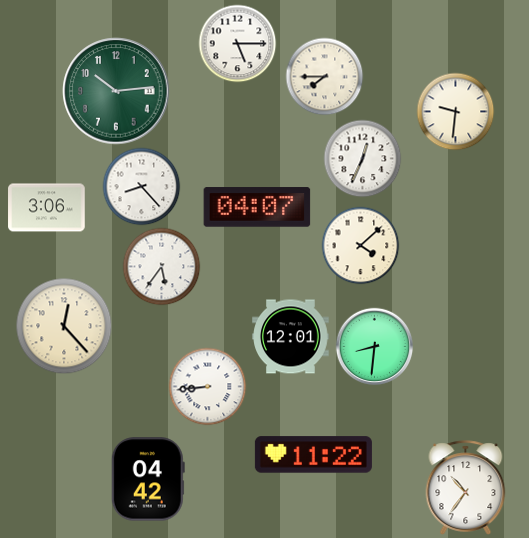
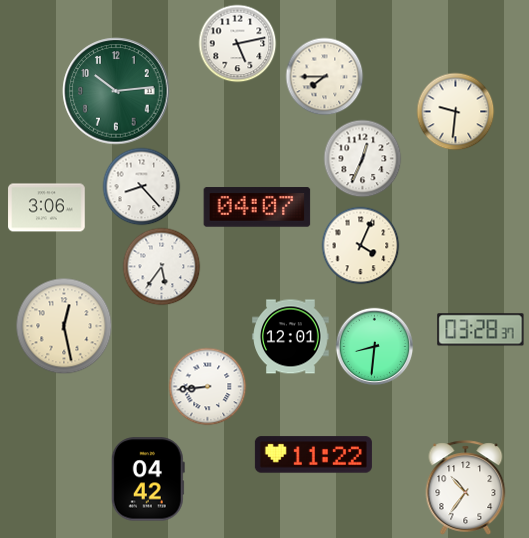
clock at (237, 43): 5:15 -> 5:13
clock at (360, 245): 4:08 -> 4:04
clock at (64, 326): 12:23 -> 12:28
clock at (481, 330): none -> 03:28
